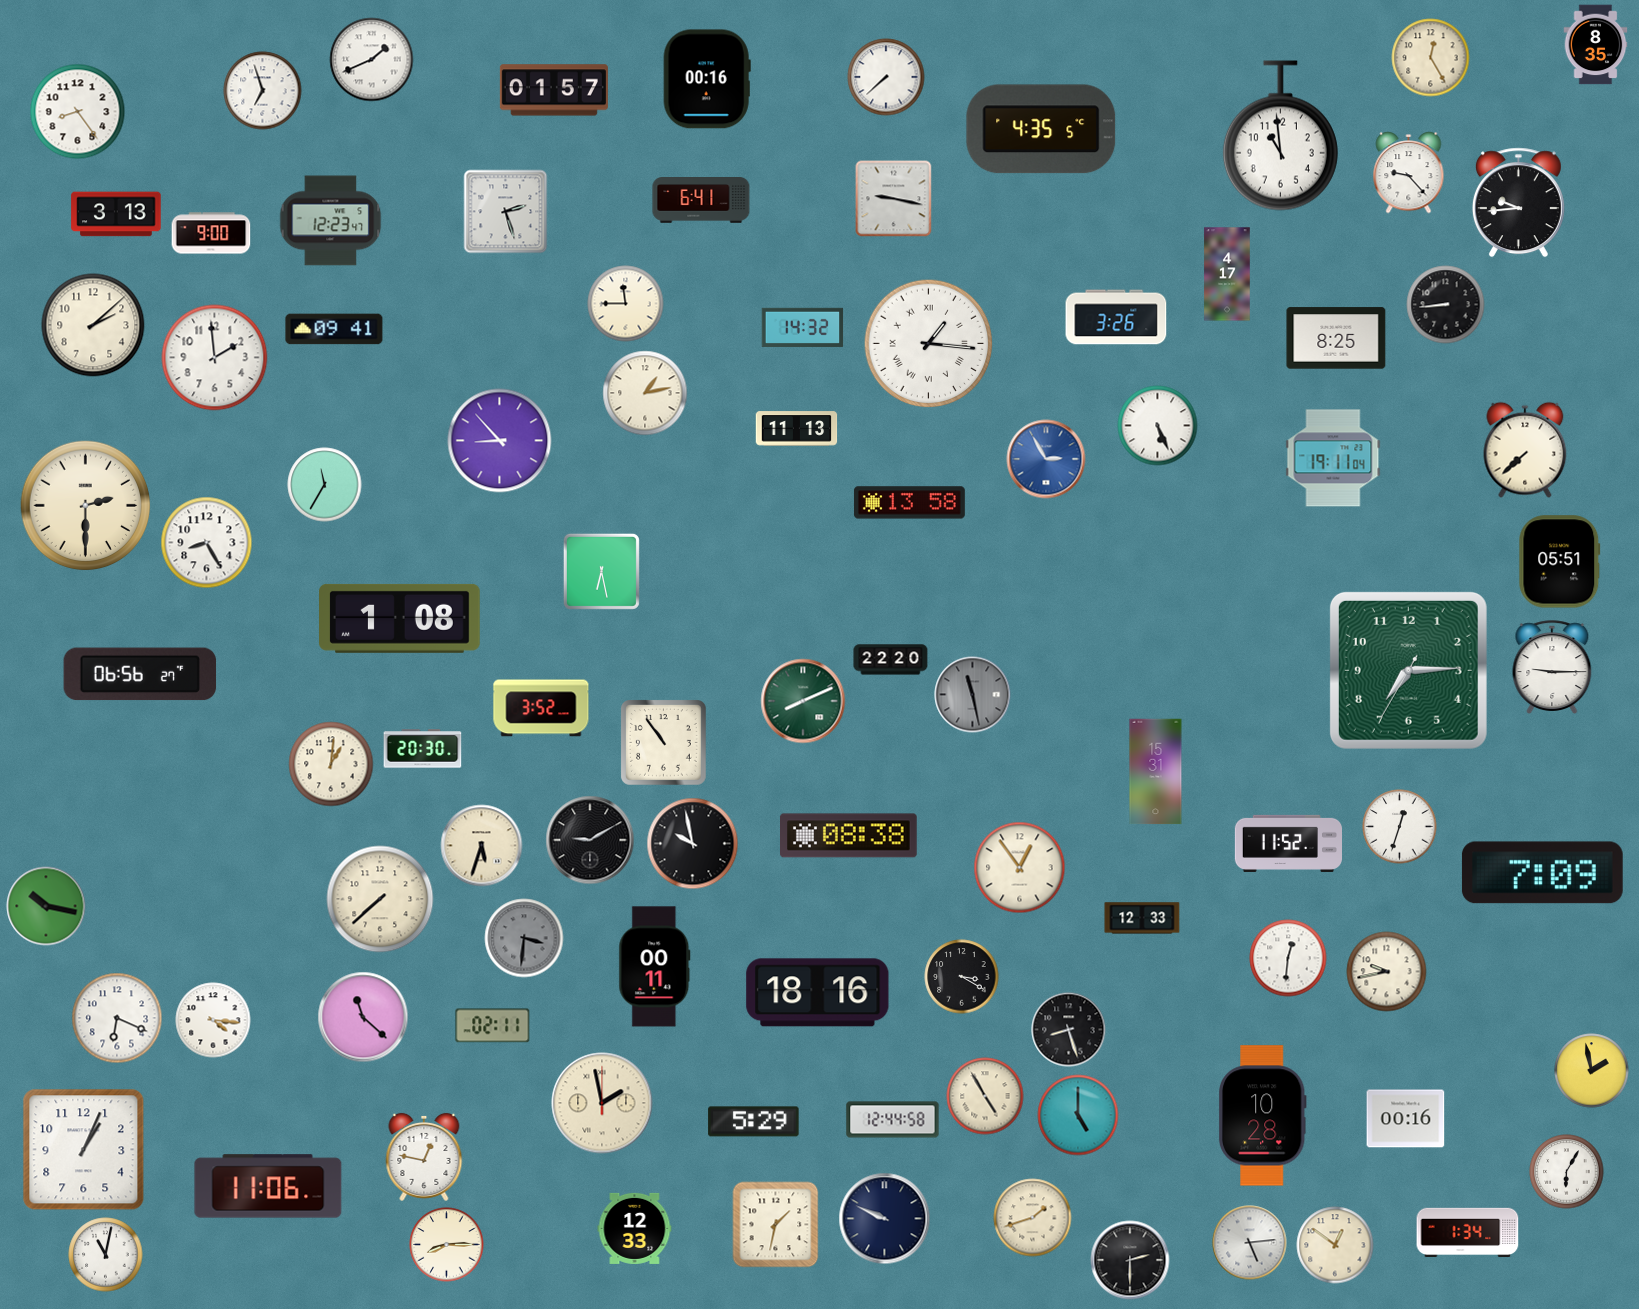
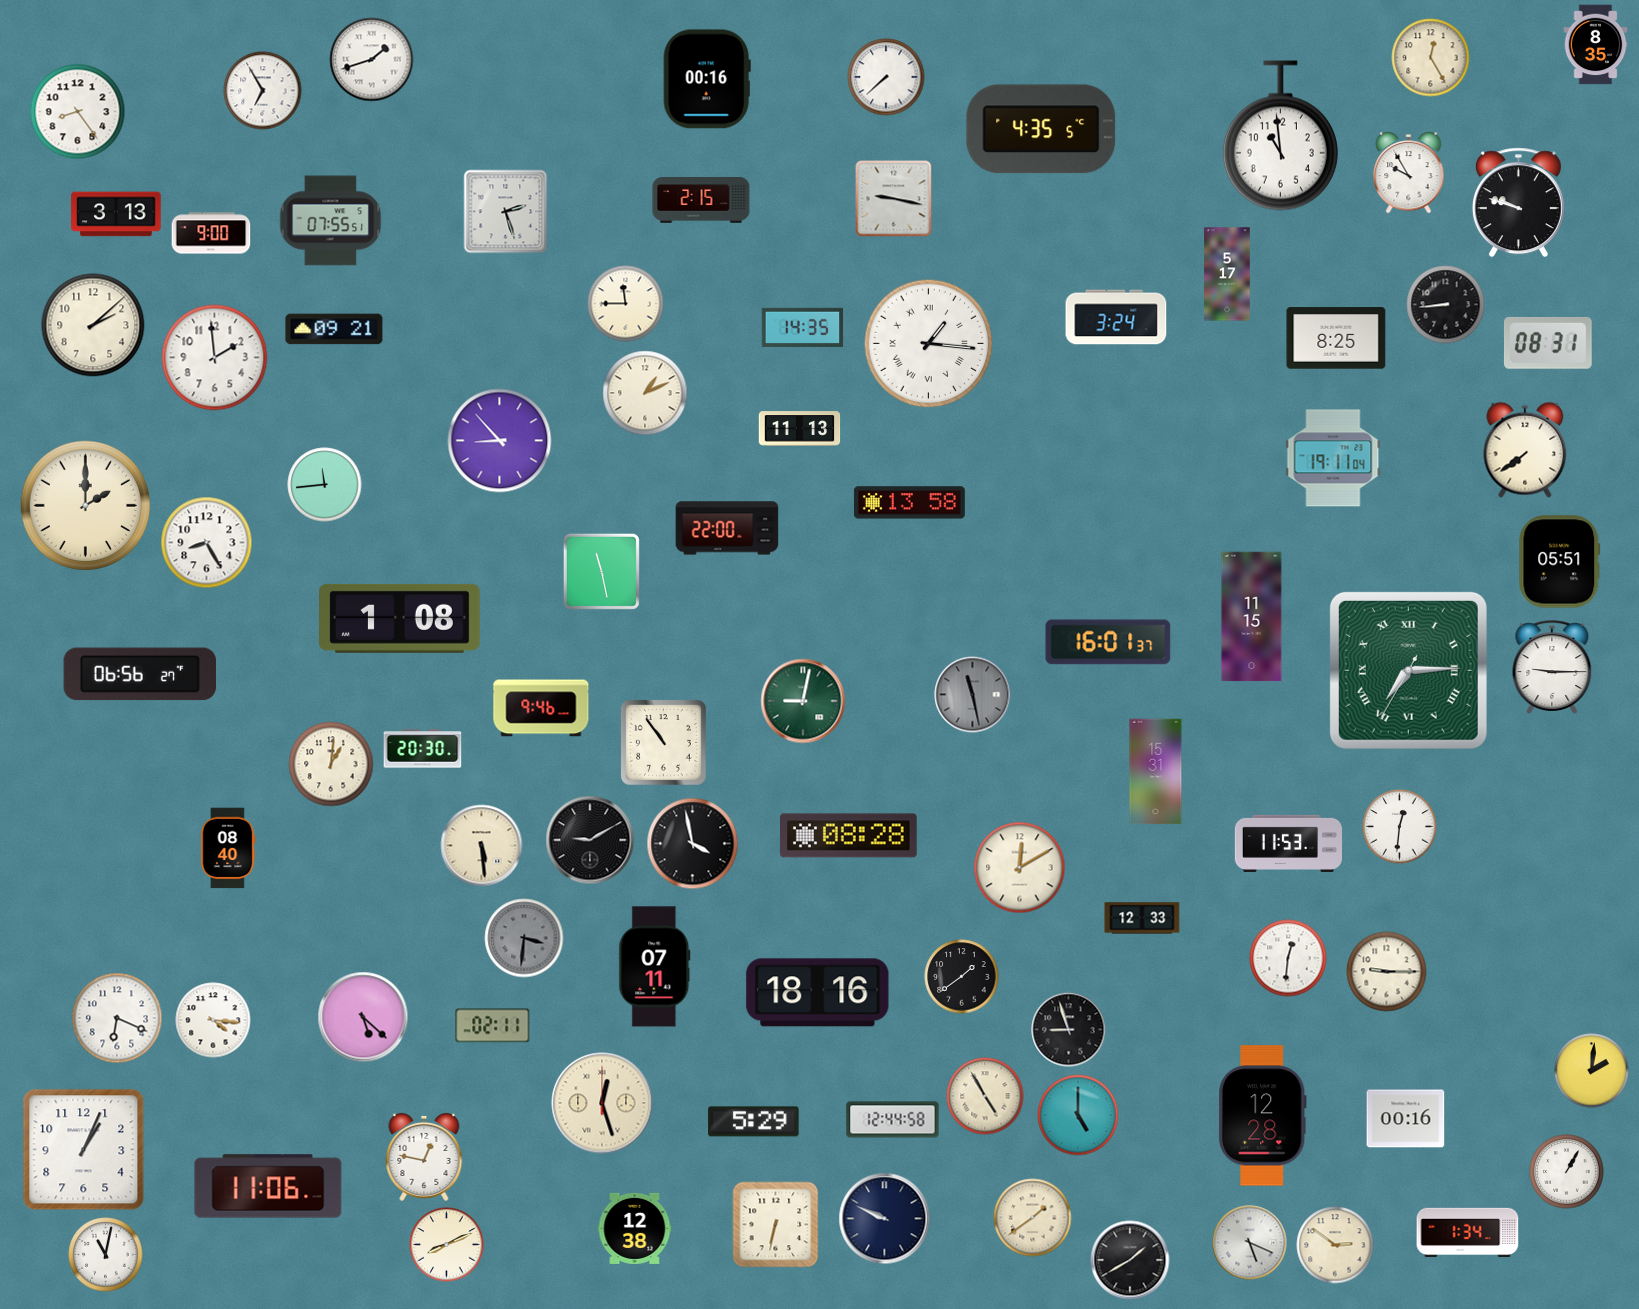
clock at (372, 60): 1:41 -> 1:42
clock at (554, 90): 01:57 -> none
clock at (263, 91): 6:57 -> 6:55
clock at (1409, 173): 9:23 -> 9:55
clock at (701, 200): 6:41 -> 2:15
clock at (1518, 203): 9:44 -> 9:48
clock at (331, 221): 12:23 -> 07:55
clock at (1227, 274): 4:17 -> 5:17
clock at (1116, 317): 3:26 -> 3:24
clock at (803, 327): 14:32 -> 14:35
clock at (334, 329): 09:41 -> 09:21
clock at (1548, 343): none -> 08:31
clock at (645, 393): 1:13 -> 1:11
clock at (1158, 426): 5:26 -> none
clock at (797, 429) position: (797, 429) -> (800, 429)
clock at (1525, 450): 7:38 -> 7:39
clock at (1046, 459): 2:55 -> none
clock at (325, 485): 11:35 -> 11:44
clock at (86, 506): 2:30 -> 2:00
clock at (727, 528): none -> 22:00
clock at (601, 571): 6:28 -> 11:28
clock at (1252, 617): none -> 11:15
clock at (1108, 642): none -> 16:01
clock at (891, 660): 22:20 -> none
clock at (1408, 670) numerals: Arabic -> Roman
clock at (803, 701): 8:11 -> 9:02
clock at (541, 708): 3:52 -> 9:46
clock at (1400, 827): 12:33 -> 12:31
clock at (849, 836): 08:38 -> 08:28
clock at (1288, 843): 11:52 -> 11:53
clock at (693, 844): 9:58 -> 3:58
clock at (482, 846): 5:33 -> 5:29
clock at (228, 848): none -> 08:40
clock at (1020, 868): 12:54 -> 12:10
clock at (1542, 873): 7:09 -> none
clock at (380, 899): 7:38 -> none
clock at (46, 906): 10:17 -> none
clock at (655, 967): 00:11 -> 07:11
clock at (1387, 972): 9:43 -> 9:15
clock at (962, 977): 3:20 -> 1:39
clock at (363, 1017): 11:22 -> 5:22
clock at (1069, 1030): 8:27 -> 8:57
clock at (1592, 1071): 1:58 -> 2:01
clock at (602, 1103): 1:58 -> 12:27
clock at (1262, 1116): 10:28 -> 12:28
clock at (1567, 1172): 6:05 -> 1:05
clock at (1033, 1218): 1:42 -> 1:39
clock at (776, 1225): 1:32 -> 6:32
clock at (635, 1228): 12:33 -> 12:38
clock at (1250, 1243): 5:14 -> 5:19
clock at (447, 1245): 8:15 -> 8:11
clock at (1335, 1245): 12:51 -> 2:51
clock at (1130, 1260): 2:30 -> 1:40
